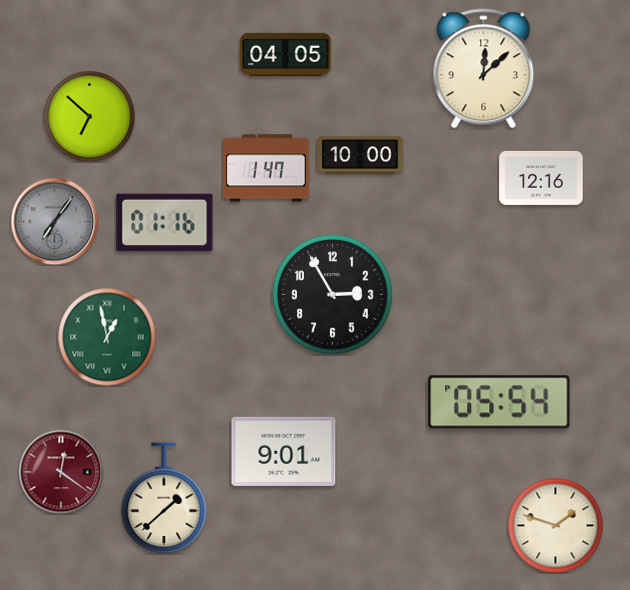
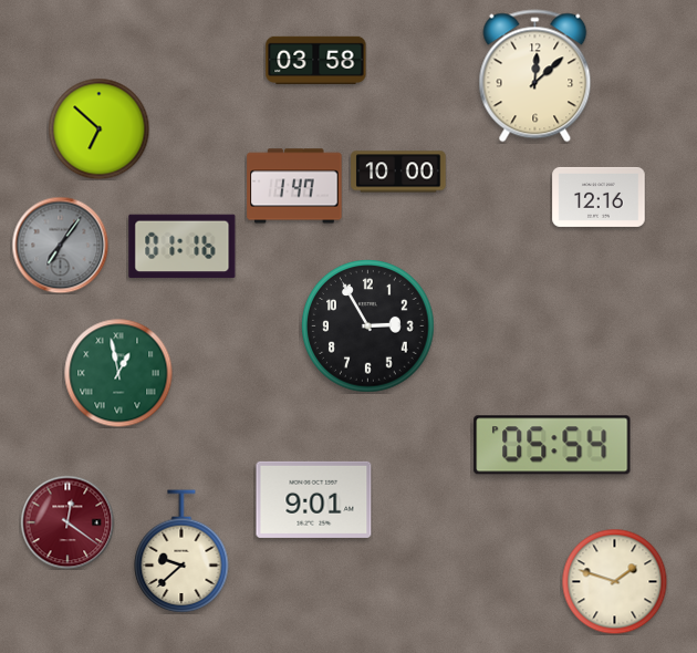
clock at (286, 54): 04:05 -> 03:58
clock at (164, 498): 1:38 -> 9:38
